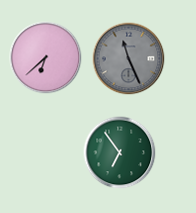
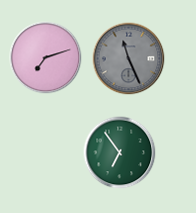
clock at (46, 58): 6:38 -> 7:12
